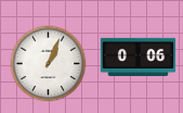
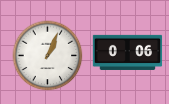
clock at (49, 64) position: (49, 64) -> (48, 56)
